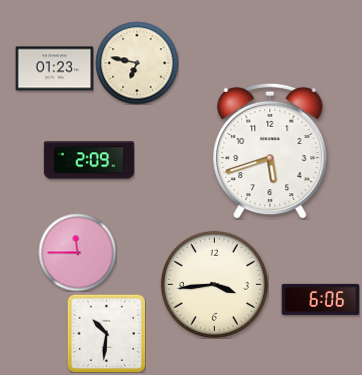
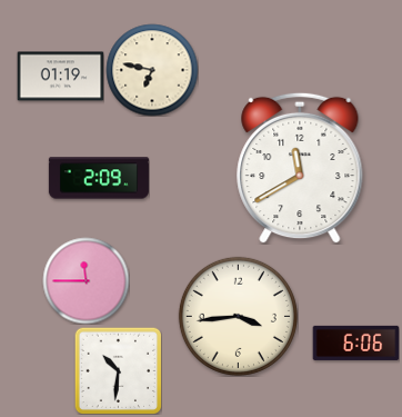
clock at (54, 69): 01:23 -> 01:19
clock at (270, 151): 5:42 -> 11:40
clock at (320, 299) position: (320, 299) -> (355, 342)
